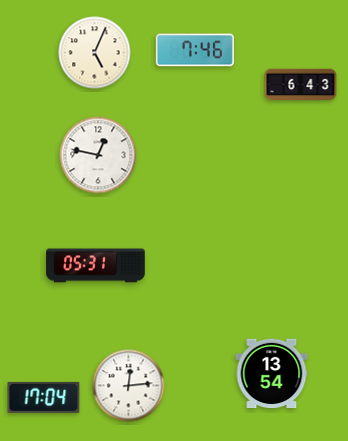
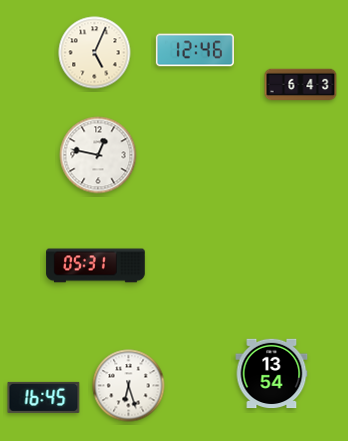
clock at (195, 50): 7:46 -> 12:46
clock at (129, 386): 12:14 -> 6:27
clock at (44, 397): 17:04 -> 16:45
